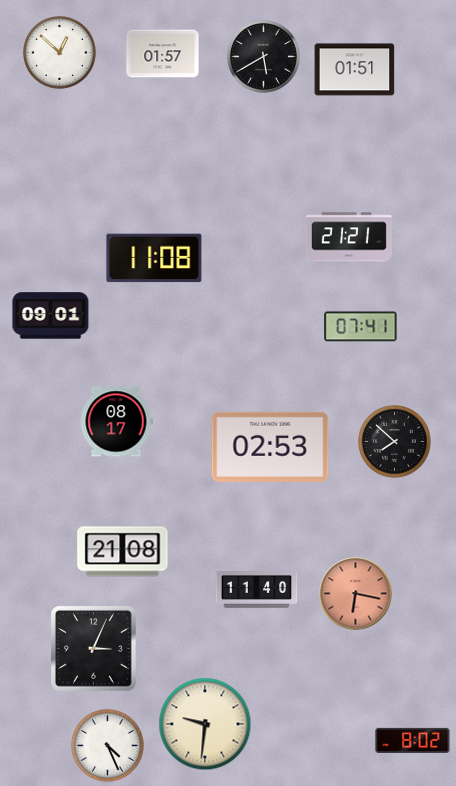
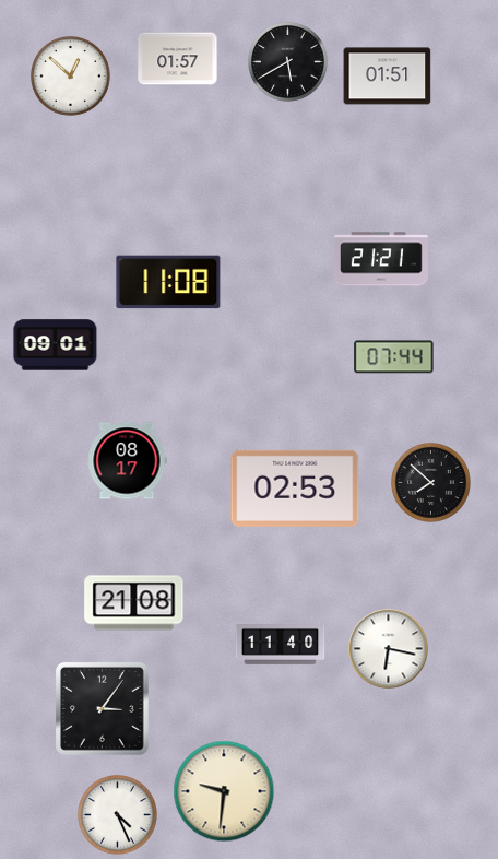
clock at (60, 53) position: (60, 53) -> (71, 77)
clock at (361, 327): 07:41 -> 07:44
clock at (356, 594) dial: salmon -> white
clock at (93, 648): 3:04 -> 3:06
clock at (413, 740): 8:02 -> none
